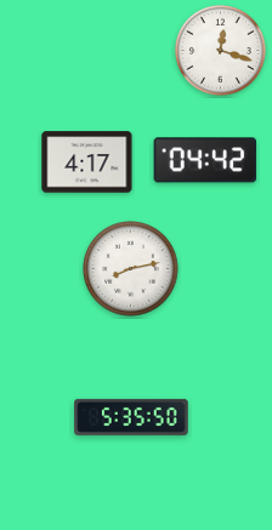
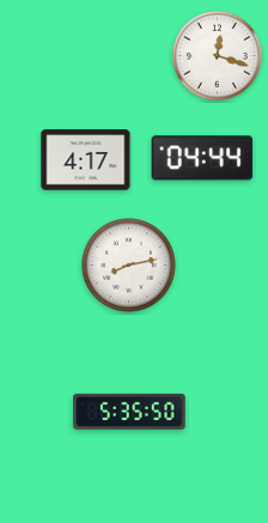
clock at (221, 51) position: (221, 51) -> (218, 56)
clock at (205, 160): 04:42 -> 04:44
